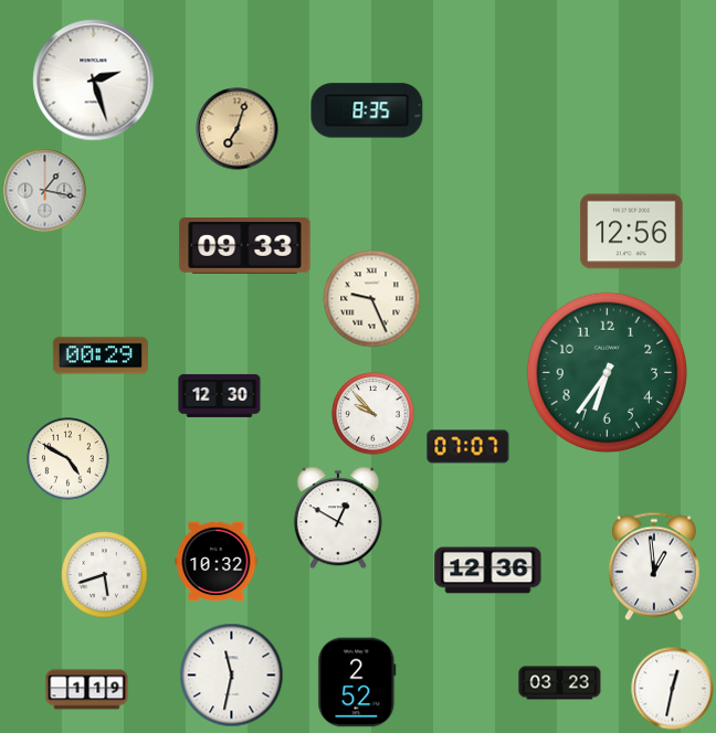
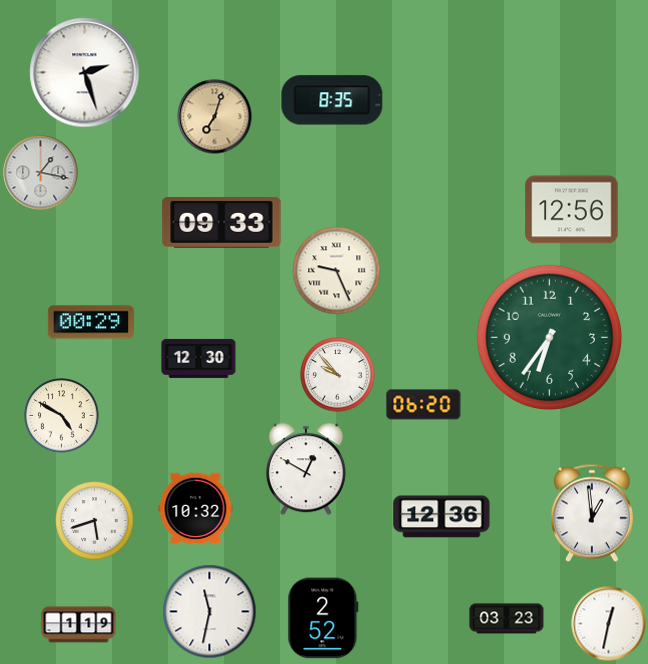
clock at (468, 447): 07:07 -> 06:20
